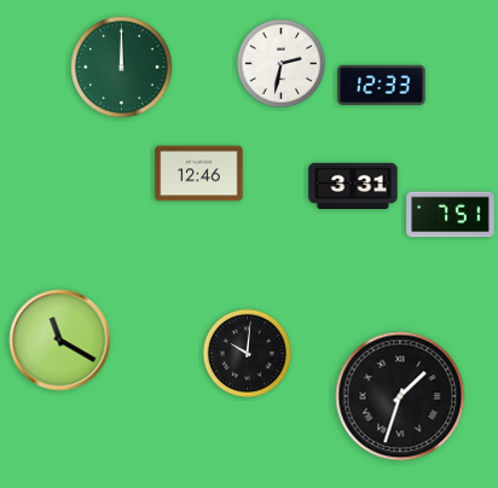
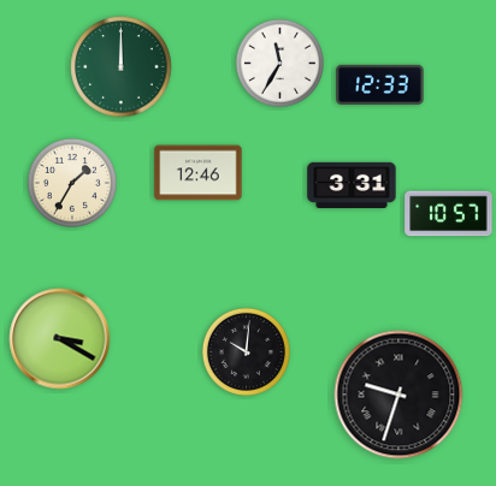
clock at (280, 63): 2:32 -> 11:35
clock at (72, 183): none -> 1:35
clock at (451, 215): 7:51 -> 10:57
clock at (60, 341): 11:20 -> 3:20
clock at (400, 396): 1:33 -> 9:33
